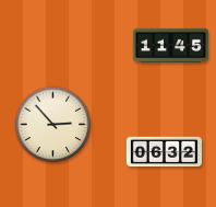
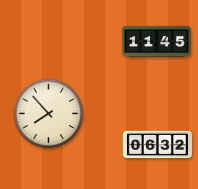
clock at (53, 125): 2:53 -> 7:53
clock at (164, 152) position: (164, 152) -> (157, 145)
